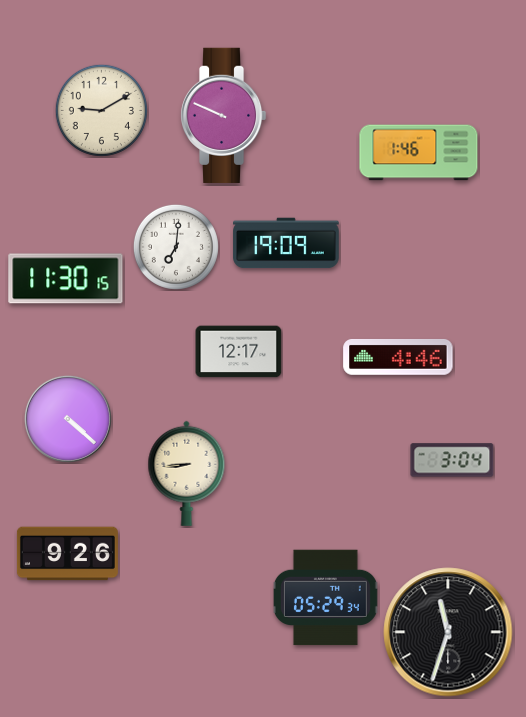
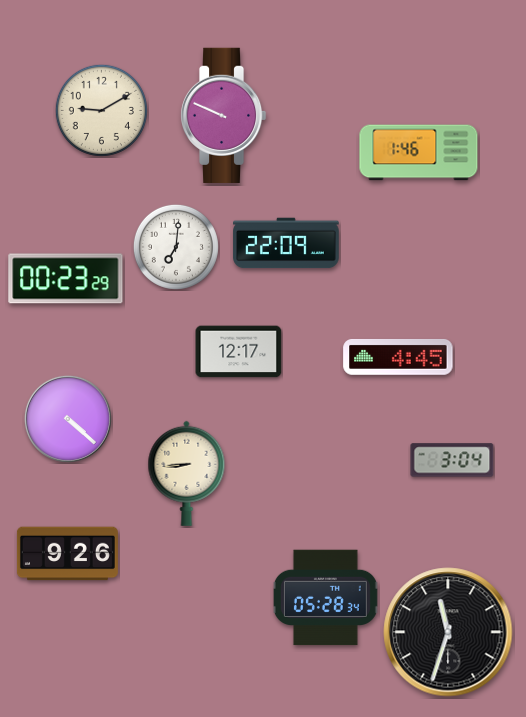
clock at (286, 243): 19:09 -> 22:09
clock at (66, 279): 11:30 -> 00:23
clock at (398, 357): 4:46 -> 4:45
clock at (325, 598): 05:29 -> 05:28
